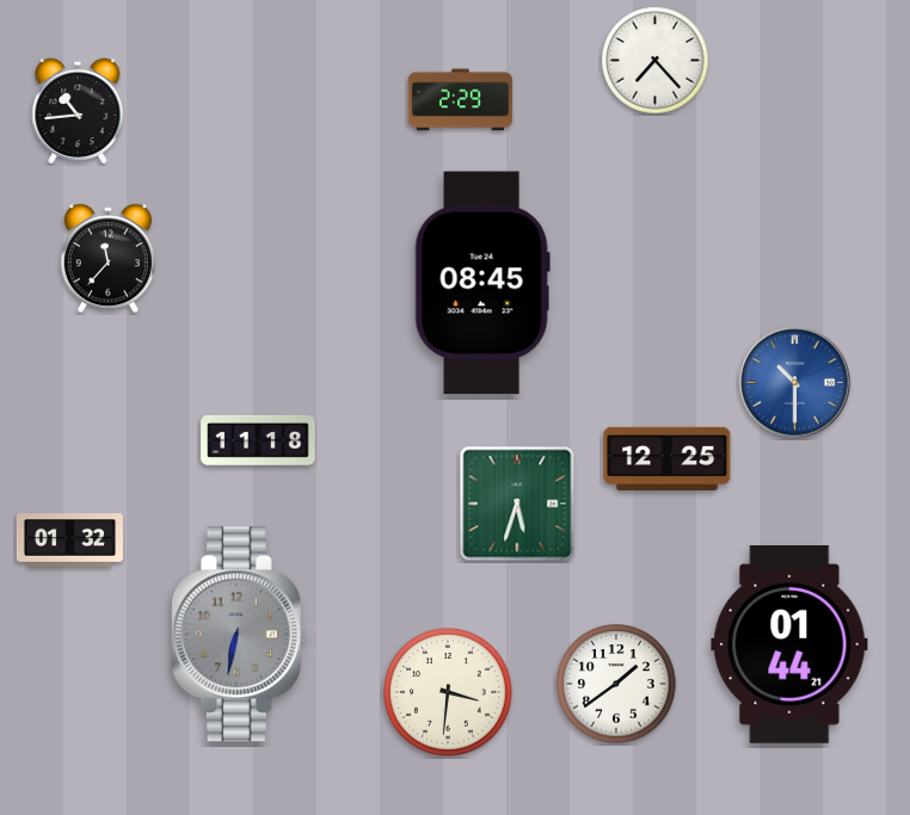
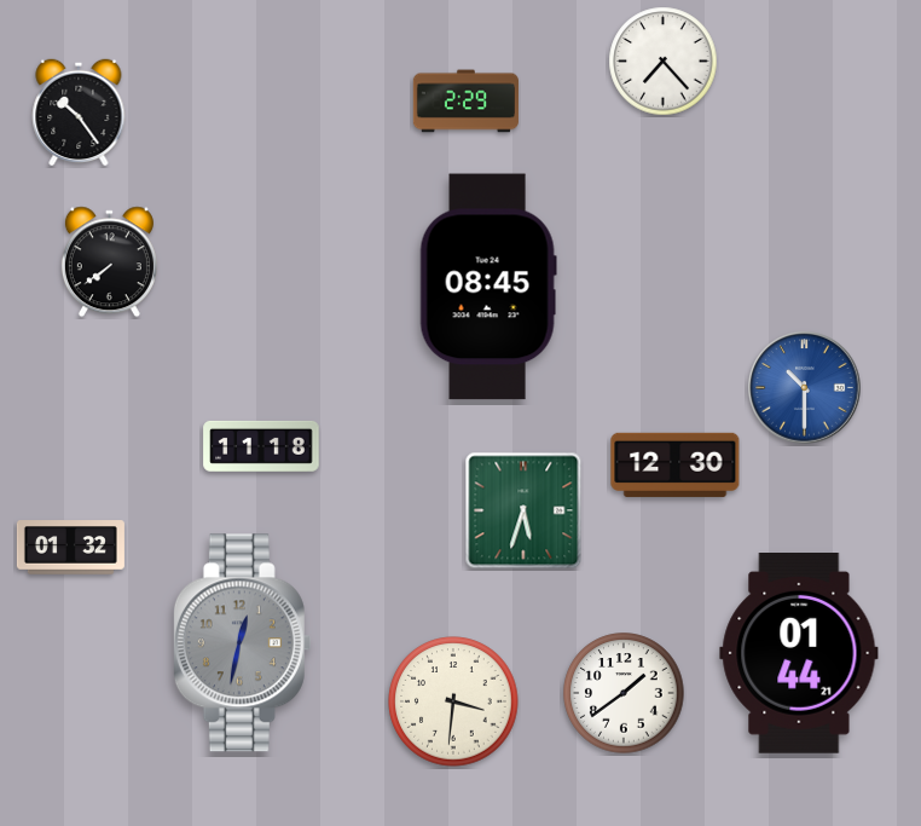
clock at (78, 111): 10:44 -> 10:24
clock at (107, 259): 11:37 -> 7:39
clock at (668, 458): 12:25 -> 12:30
clock at (239, 635): 6:32 -> 12:32
